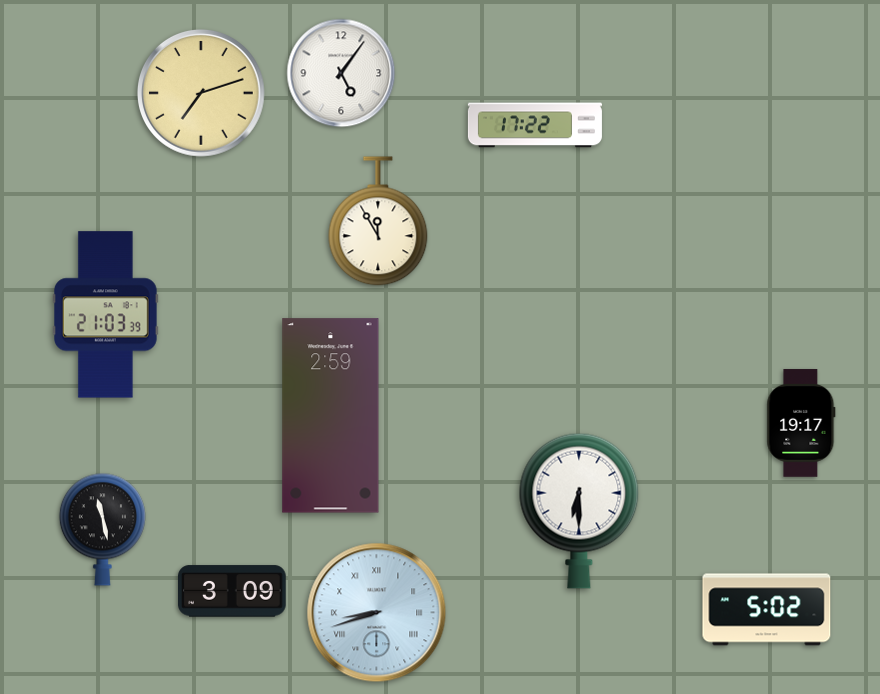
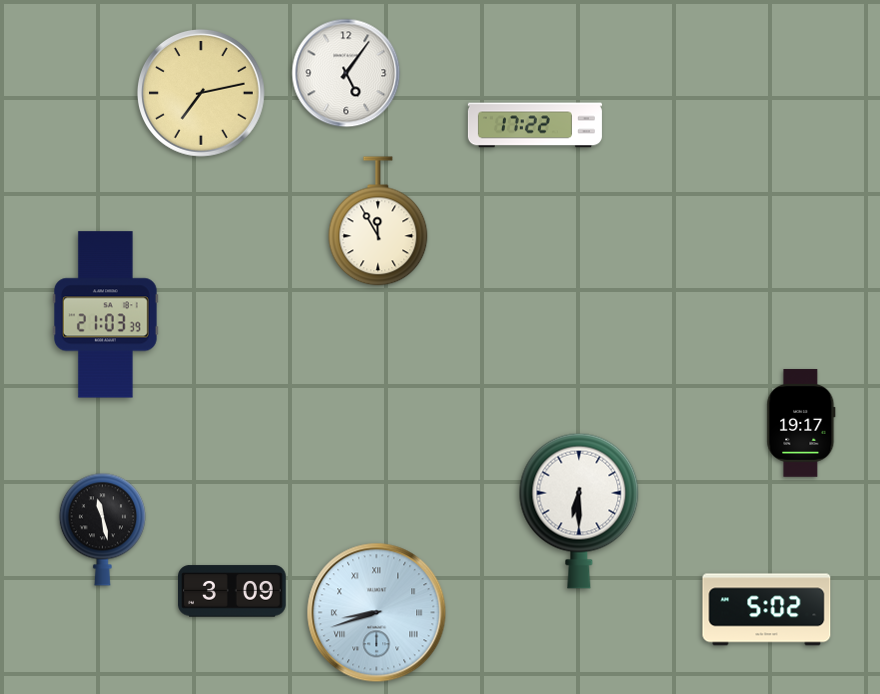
clock at (341, 73) position: (341, 73) -> (346, 73)
clock at (202, 94): 7:12 -> 7:13
clock at (331, 416): 2:59 -> none
